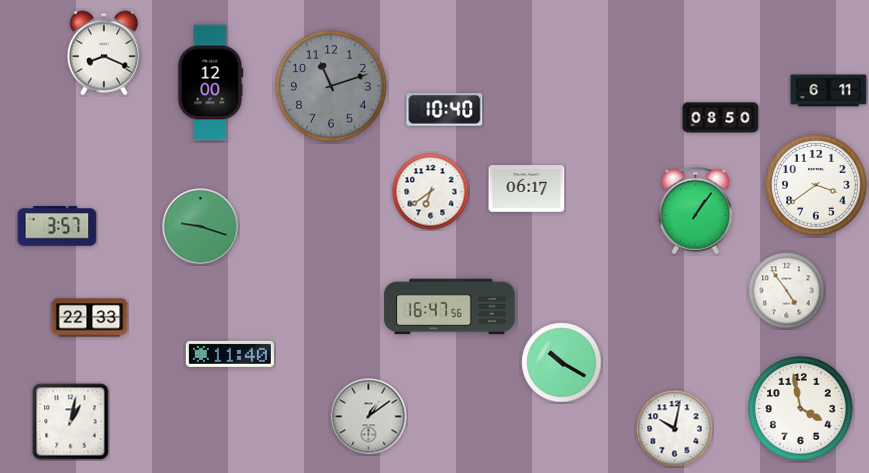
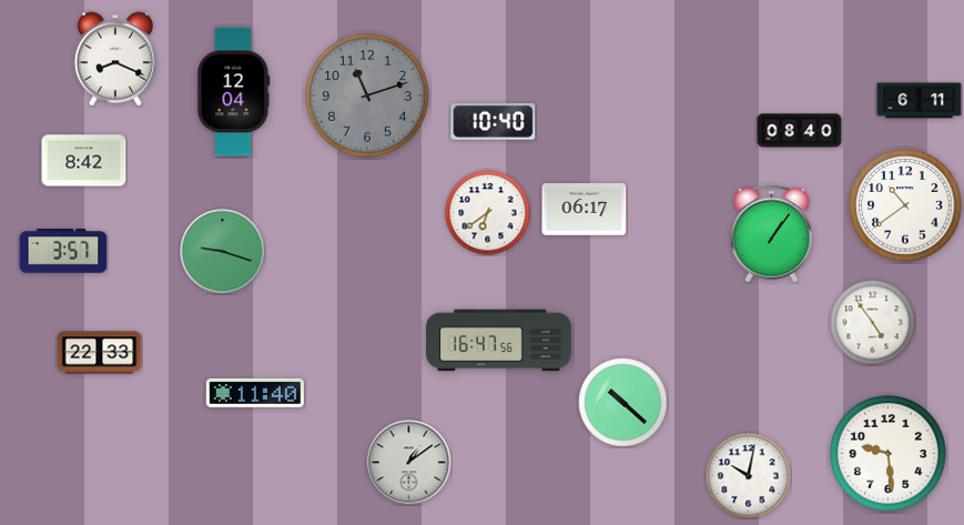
clock at (211, 83): 12:00 -> 12:04
clock at (721, 118): 08:50 -> 08:40
clock at (84, 161): none -> 8:42
clock at (816, 185): 3:39 -> 10:39
clock at (431, 192) position: (431, 192) -> (488, 213)
clock at (562, 363): 10:20 -> 10:22
clock at (801, 409): 3:58 -> 9:29
clock at (71, 422): 1:02 -> none
